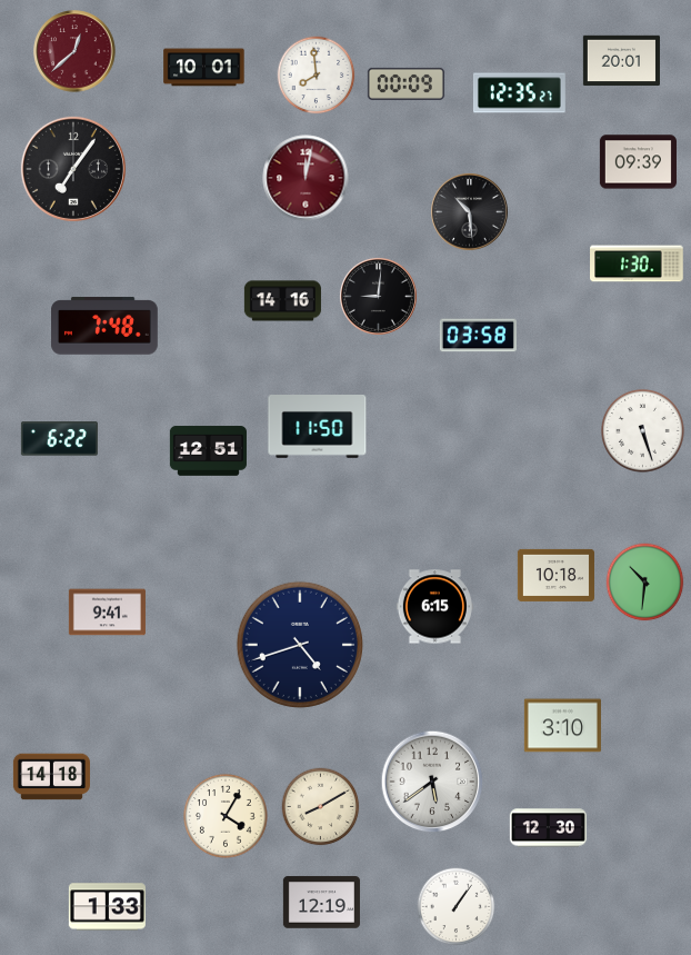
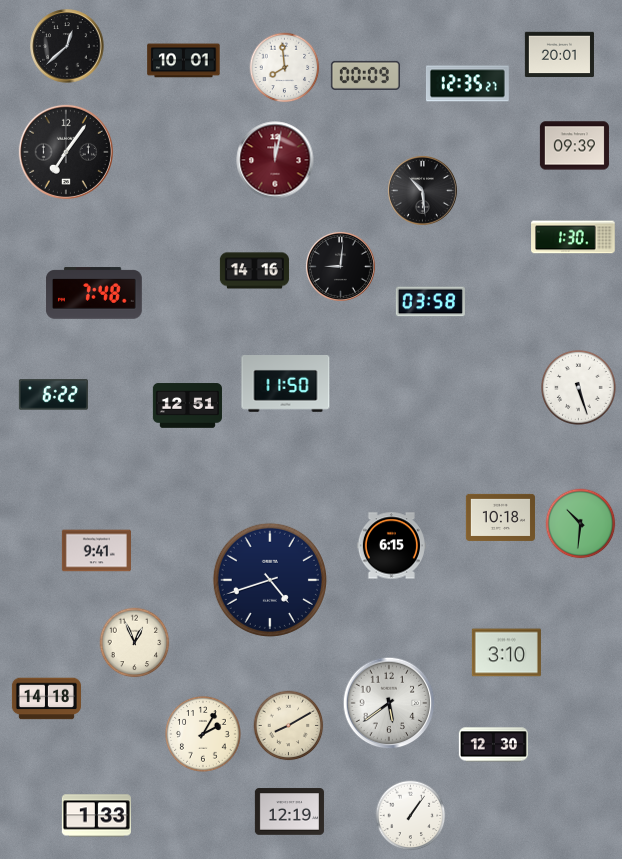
clock at (74, 51) dial: burgundy -> black
clock at (135, 643): none -> 12:56
clock at (226, 816): 4:05 -> 2:05
